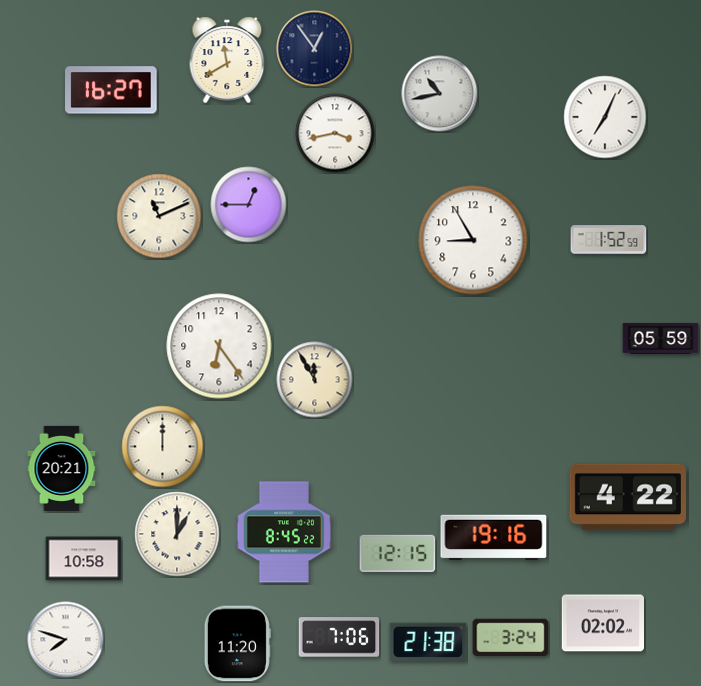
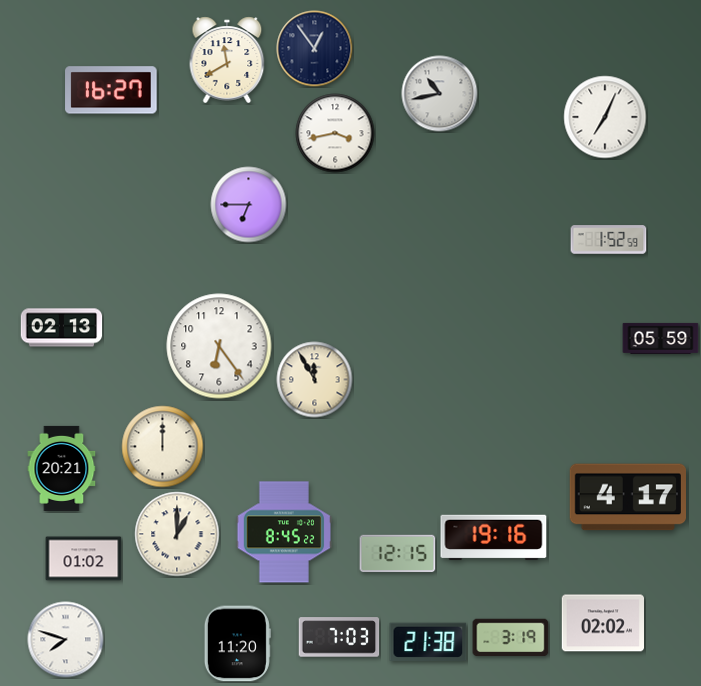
clock at (249, 205): 12:45 -> 6:45
clock at (159, 216): 11:11 -> none
clock at (473, 240): 8:55 -> none
clock at (62, 328): none -> 02:13
clock at (627, 497): 4:22 -> 4:17
clock at (84, 559): 10:58 -> 01:02
clock at (339, 637): 7:06 -> 7:03
clock at (511, 638): 3:24 -> 3:19
